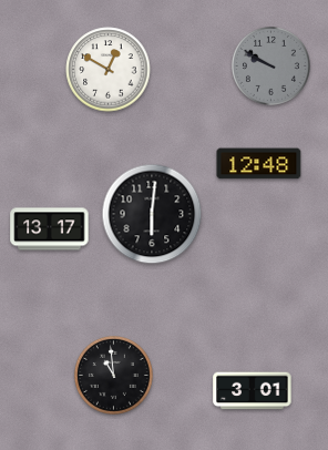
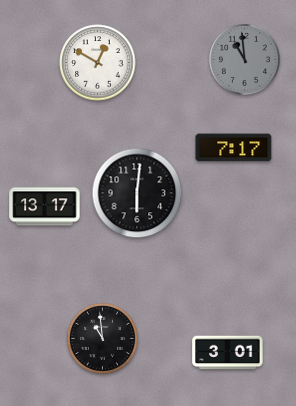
clock at (270, 65): 9:50 -> 10:59
clock at (259, 164): 12:48 -> 7:17
